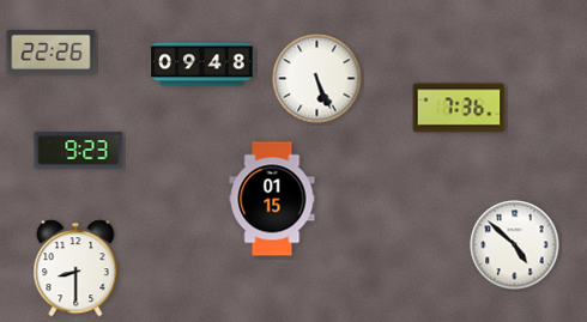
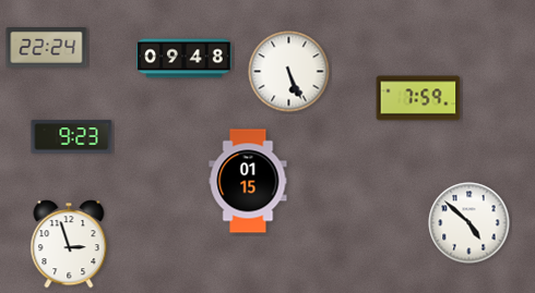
clock at (52, 53): 22:26 -> 22:24
clock at (459, 108): 7:36 -> 7:59
clock at (75, 268): 8:30 -> 2:57
